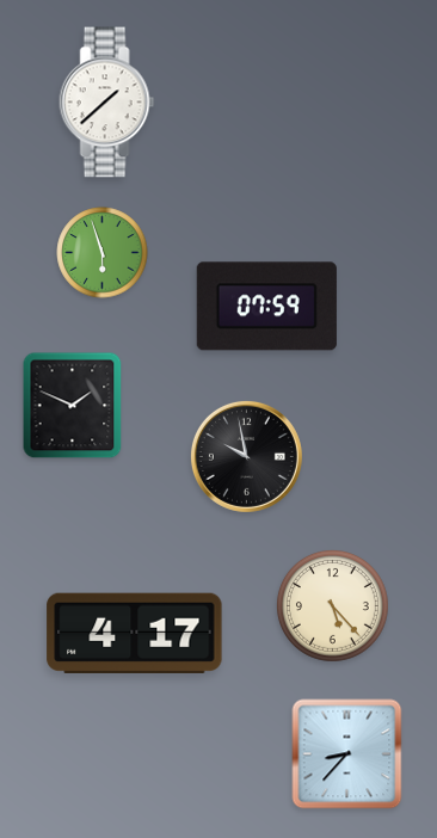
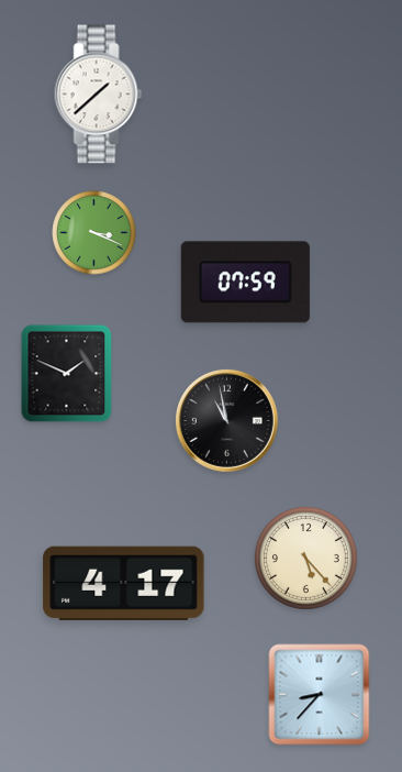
clock at (103, 253): 5:57 -> 3:19
clock at (246, 456): 9:58 -> 10:58
